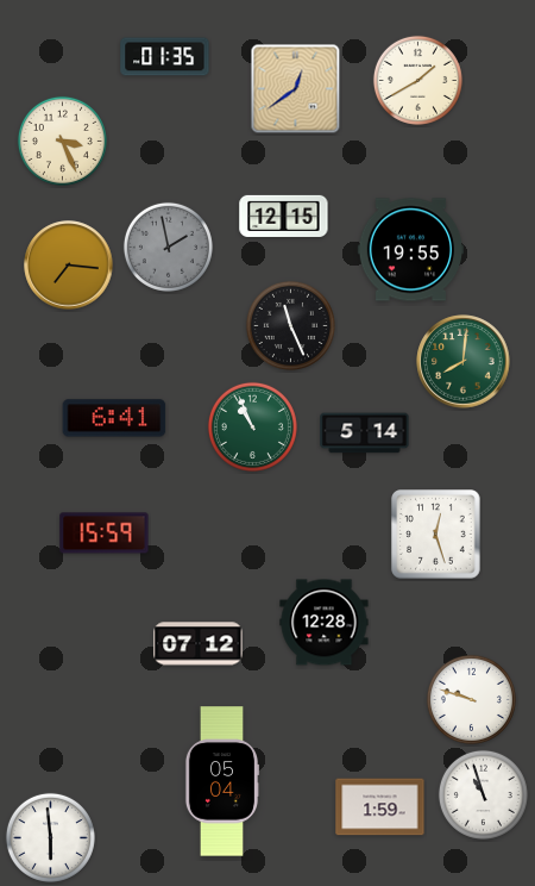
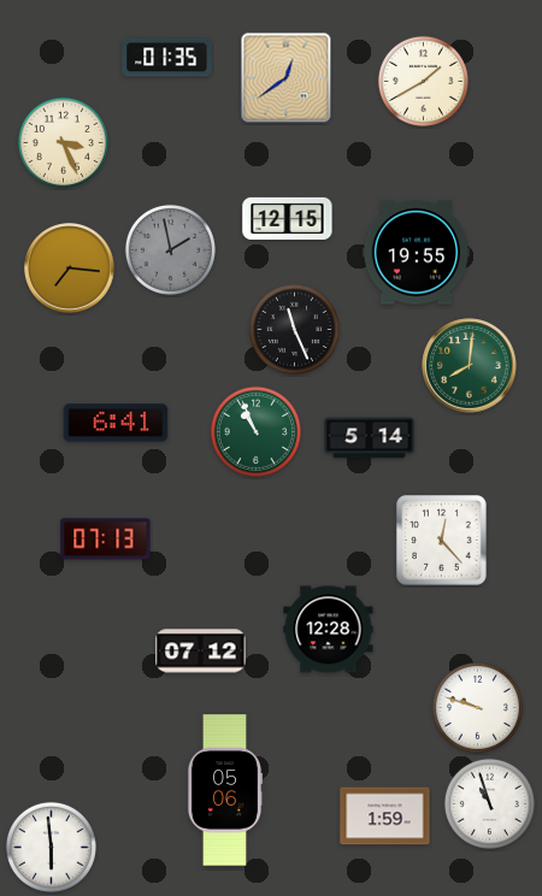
clock at (296, 89) position: (296, 89) -> (287, 78)
clock at (105, 534): 15:59 -> 07:13
clock at (436, 535): 12:27 -> 12:23
clock at (222, 781): 05:04 -> 05:06
